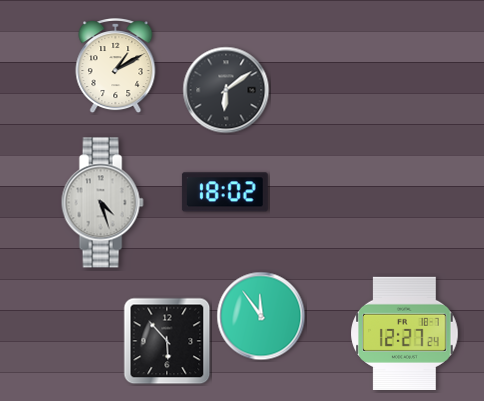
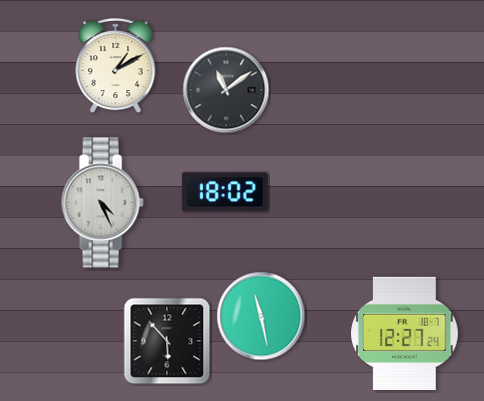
clock at (226, 90): 6:09 -> 11:09
clock at (102, 203): 4:27 -> 4:26
clock at (261, 316): 11:54 -> 11:28
